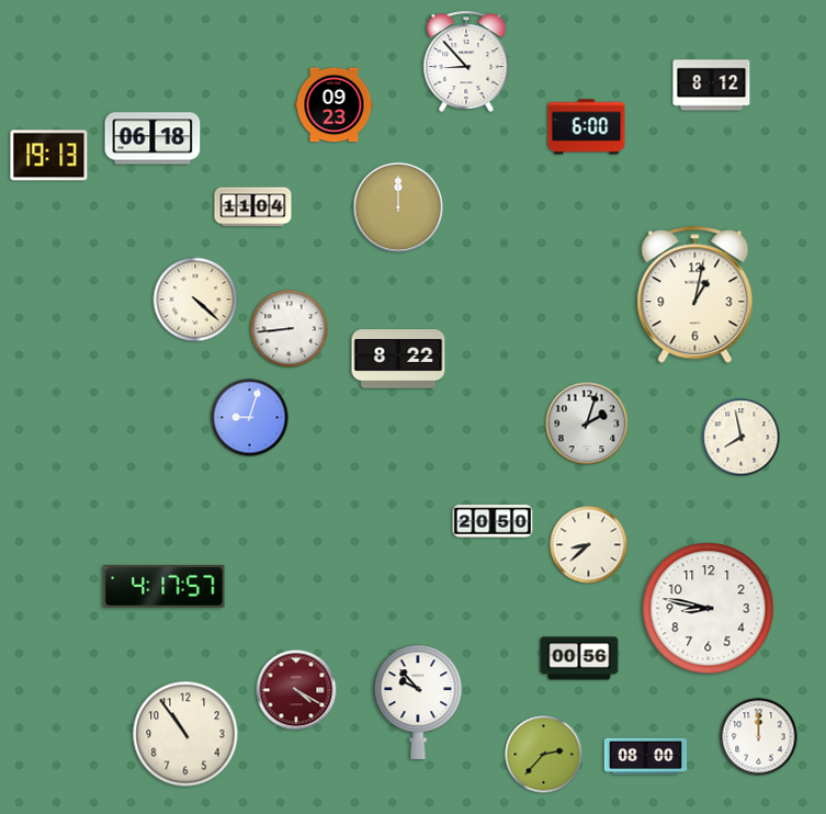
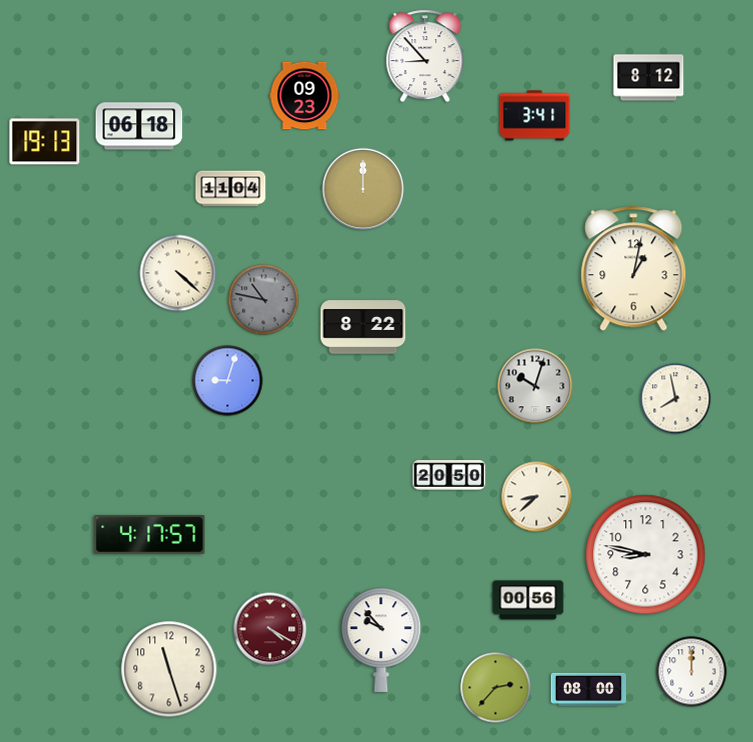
clock at (587, 127): 6:00 -> 3:41
clock at (290, 329): 8:44 -> 10:47
clock at (290, 329) dial: white -> grey
clock at (587, 423): 2:03 -> 10:03
clock at (185, 734): 10:54 -> 11:27
